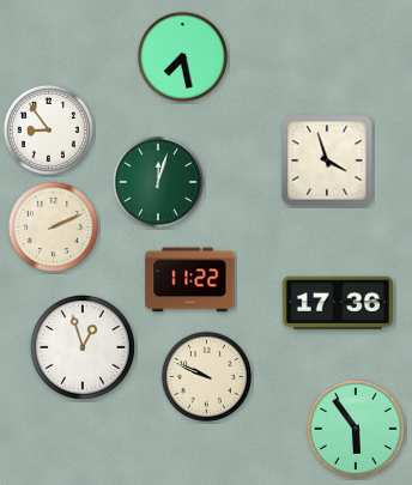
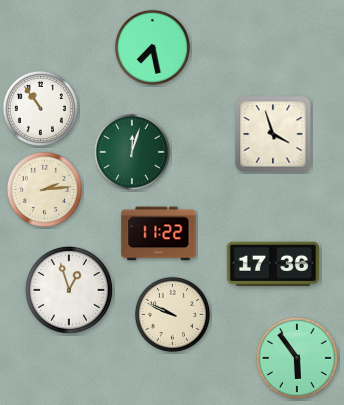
clock at (48, 129): 8:54 -> 10:54
clock at (53, 226): 2:11 -> 2:14
clock at (338, 303) position: (338, 303) -> (273, 264)
